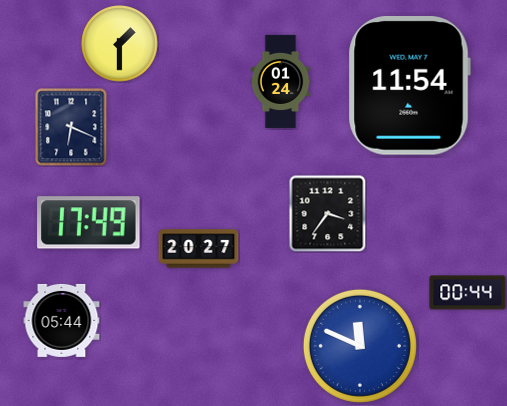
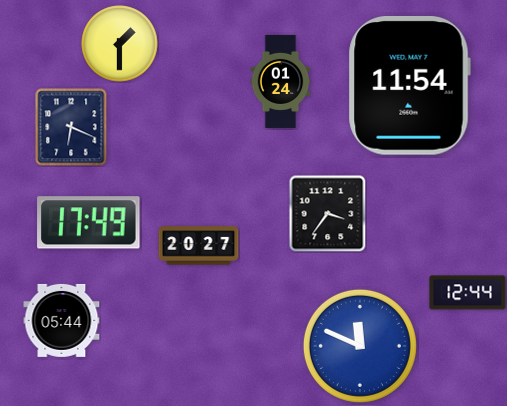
clock at (199, 249) position: (199, 249) -> (199, 246)
clock at (468, 293): 00:44 -> 12:44
